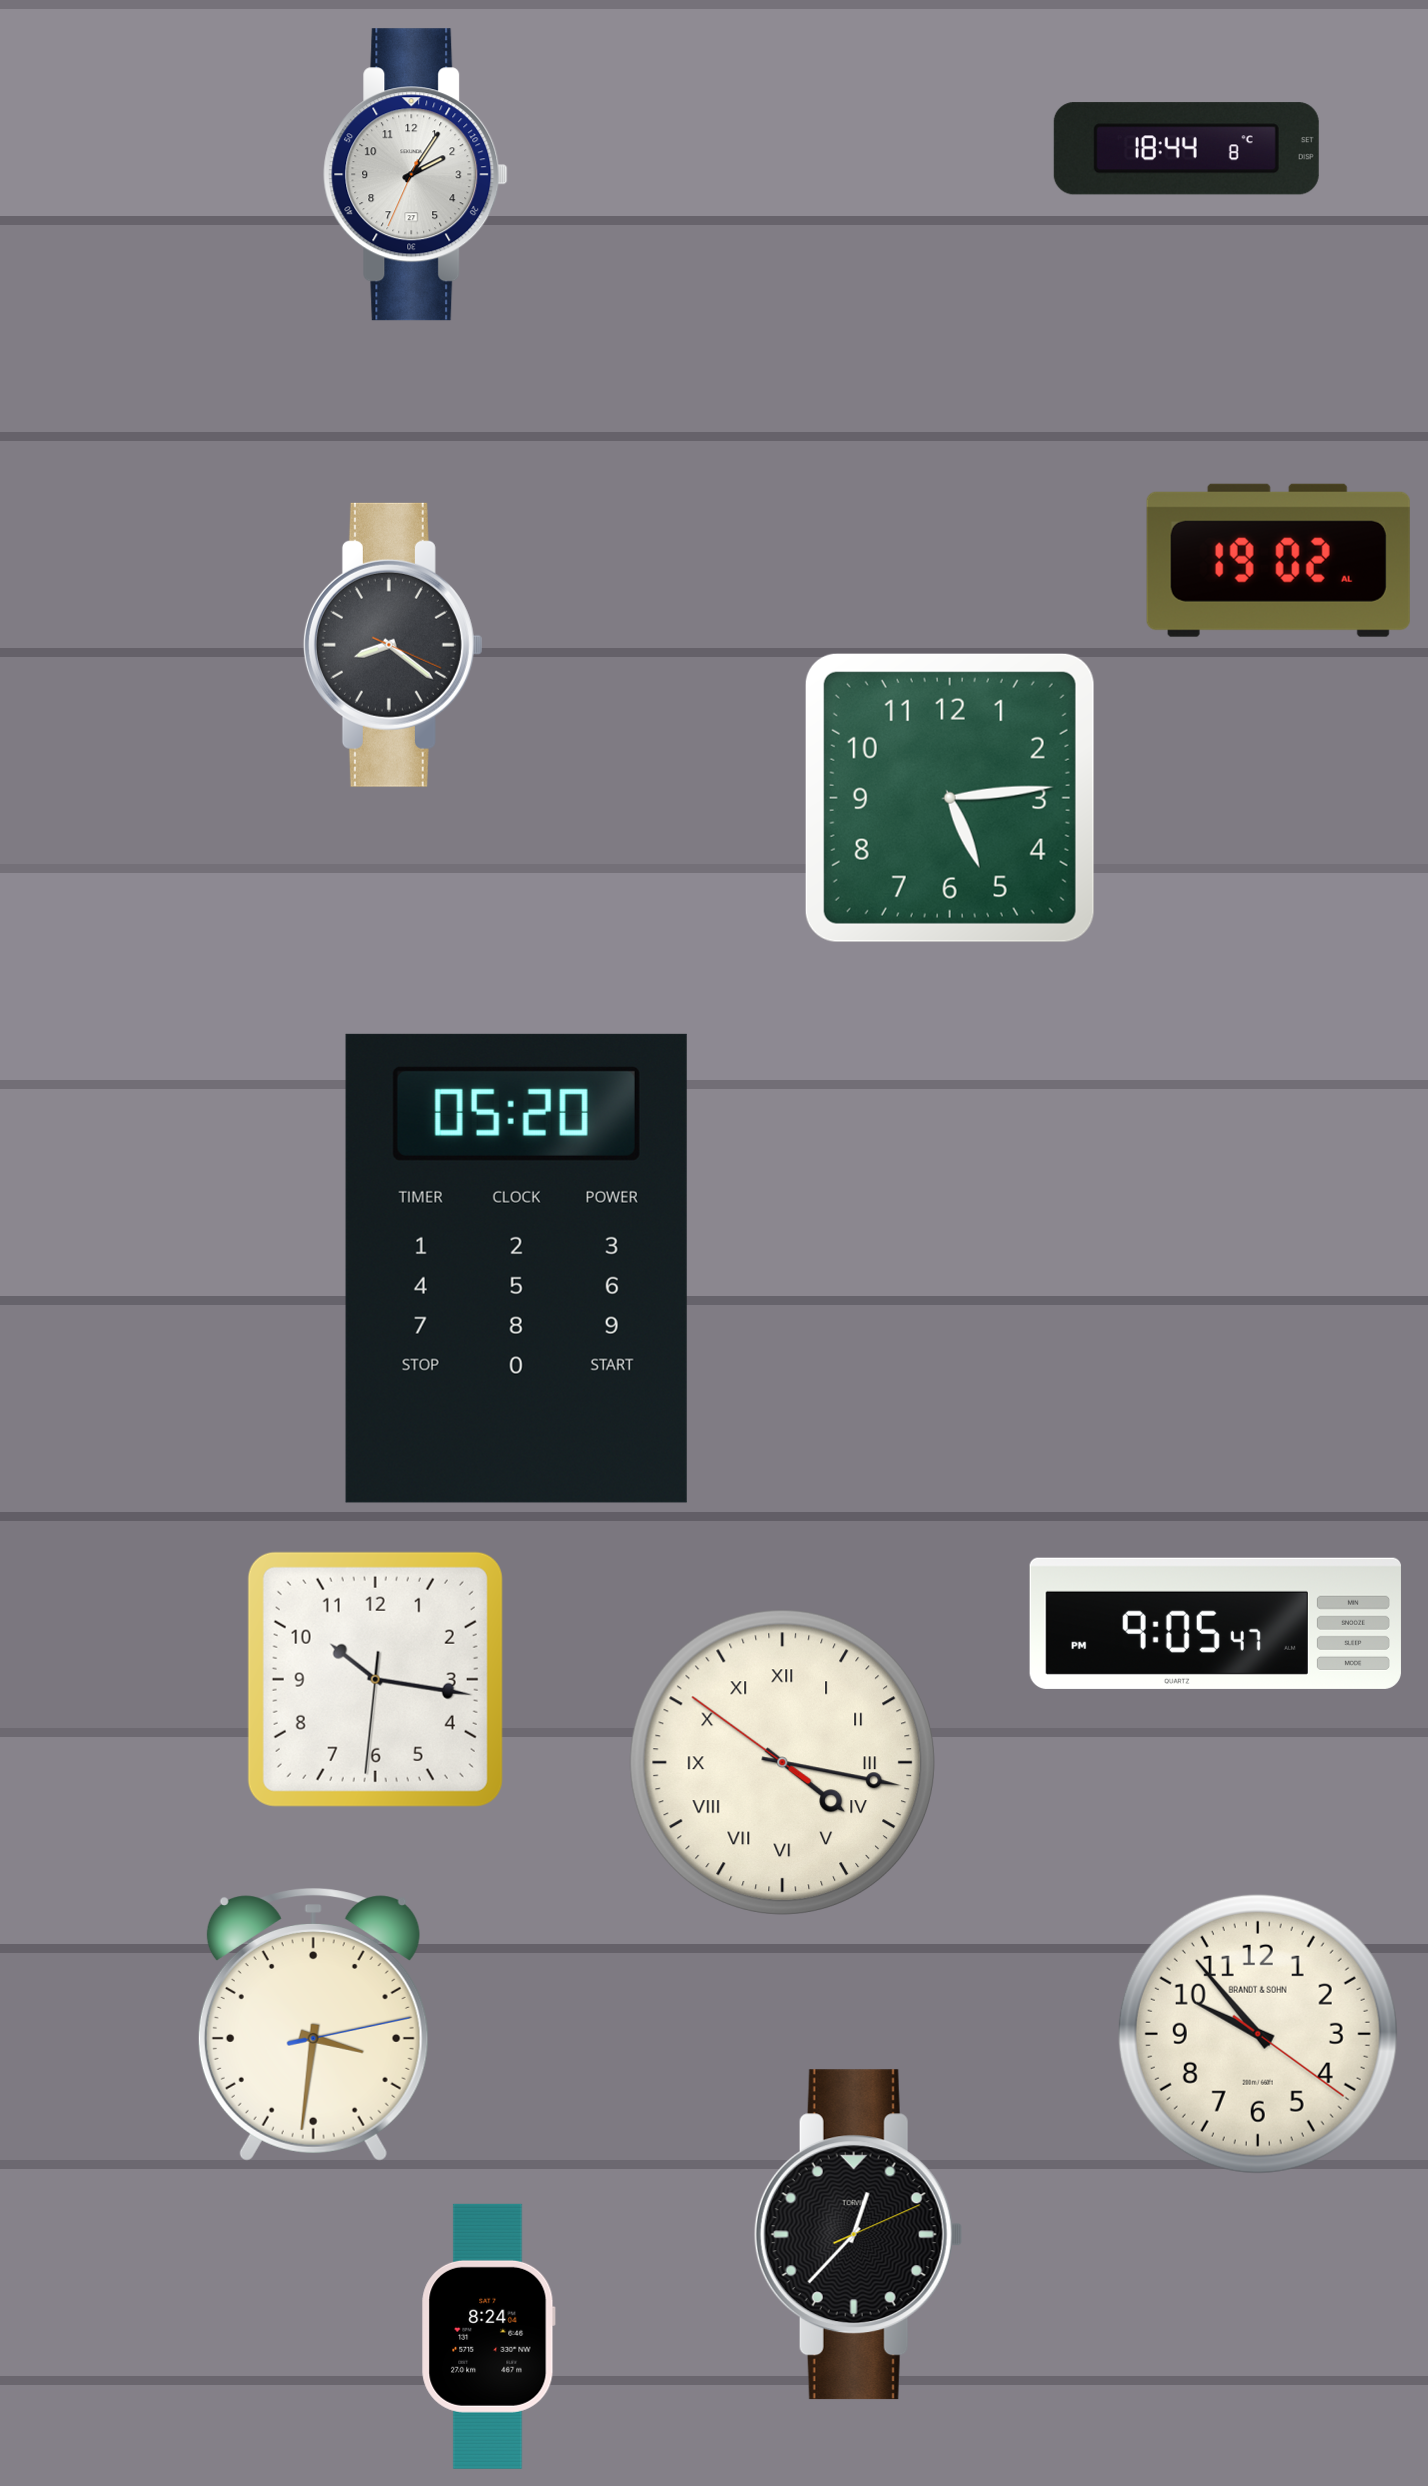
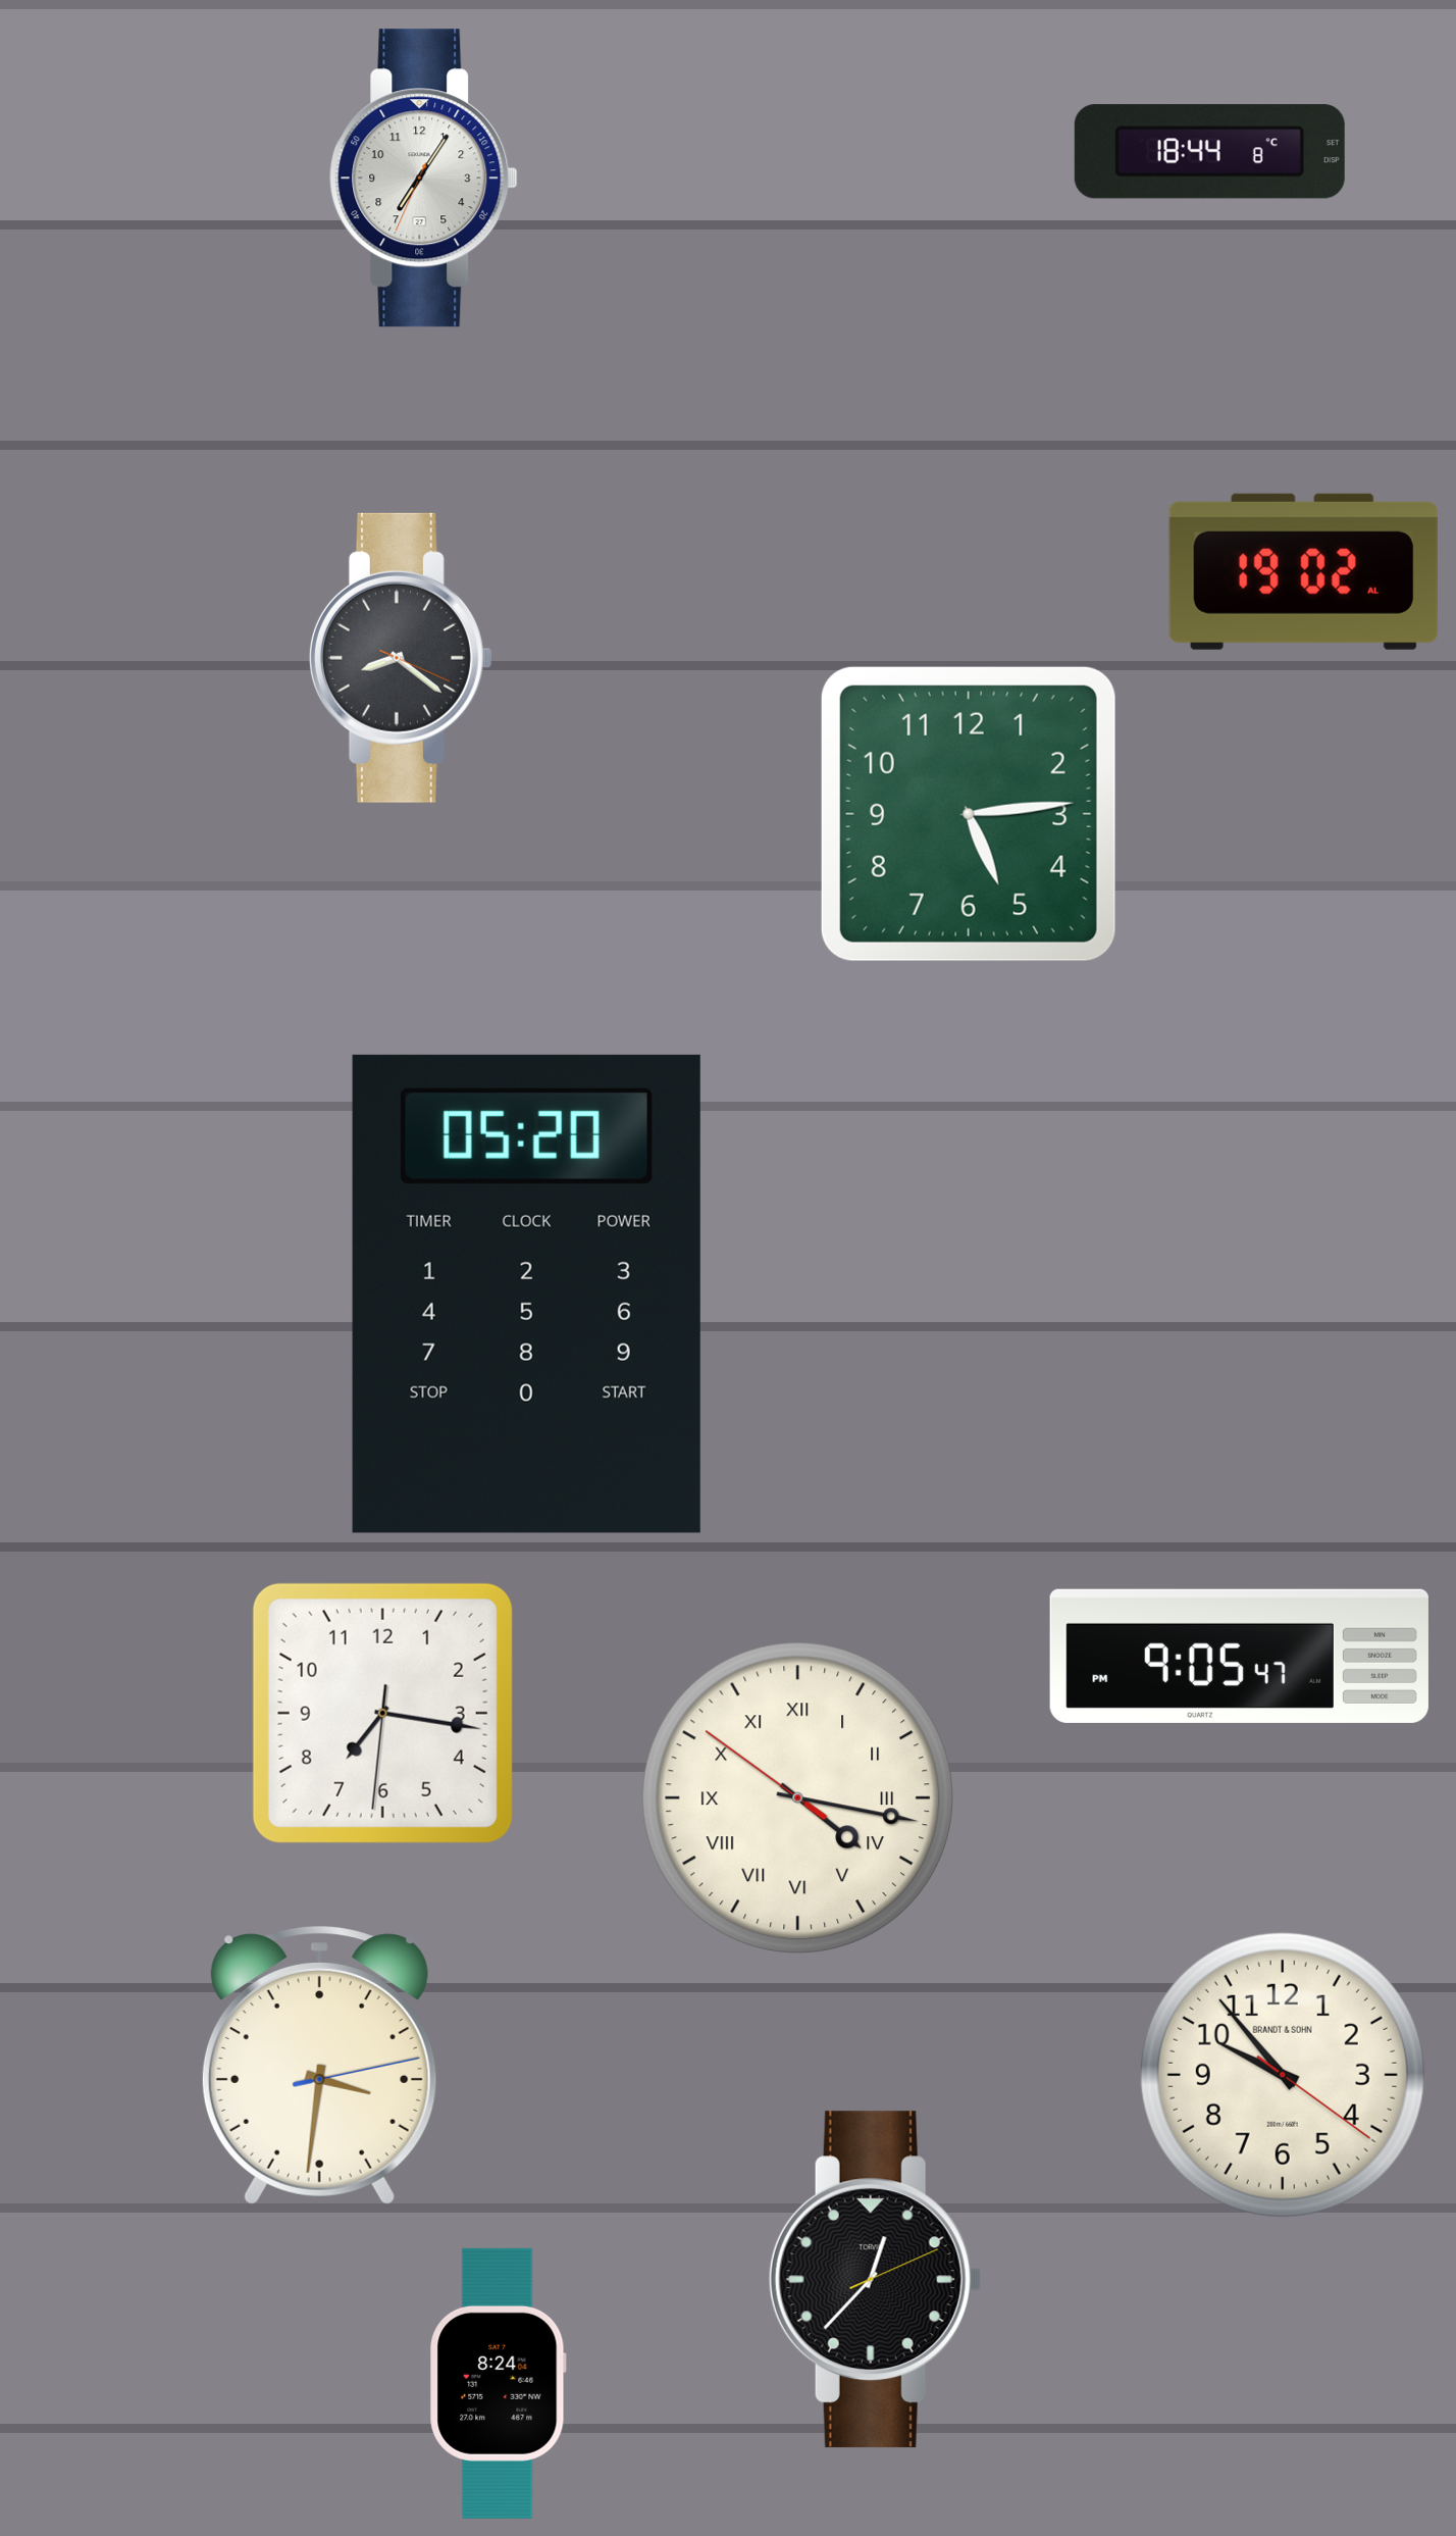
clock at (416, 175): 2:05 -> 7:05
clock at (375, 1679): 10:16 -> 7:16
